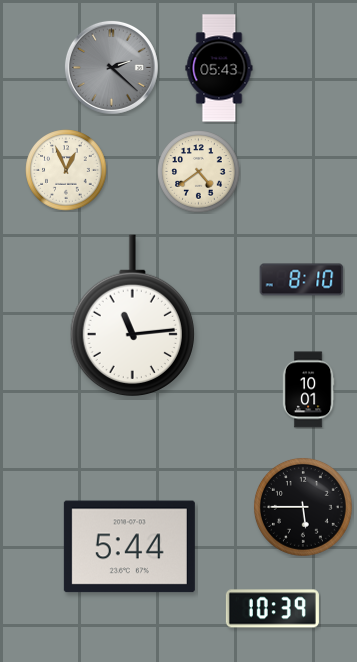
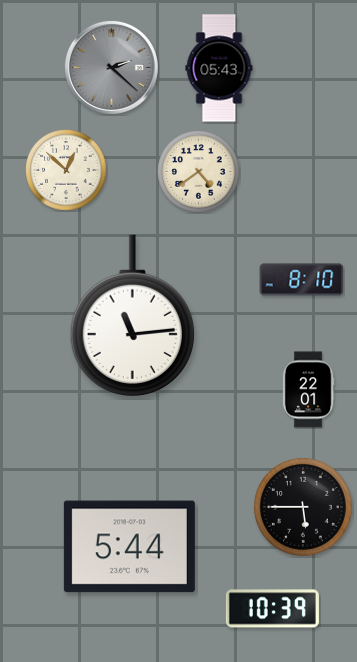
clock at (66, 170): 12:56 -> 12:52
clock at (308, 390): 10:01 -> 22:01
